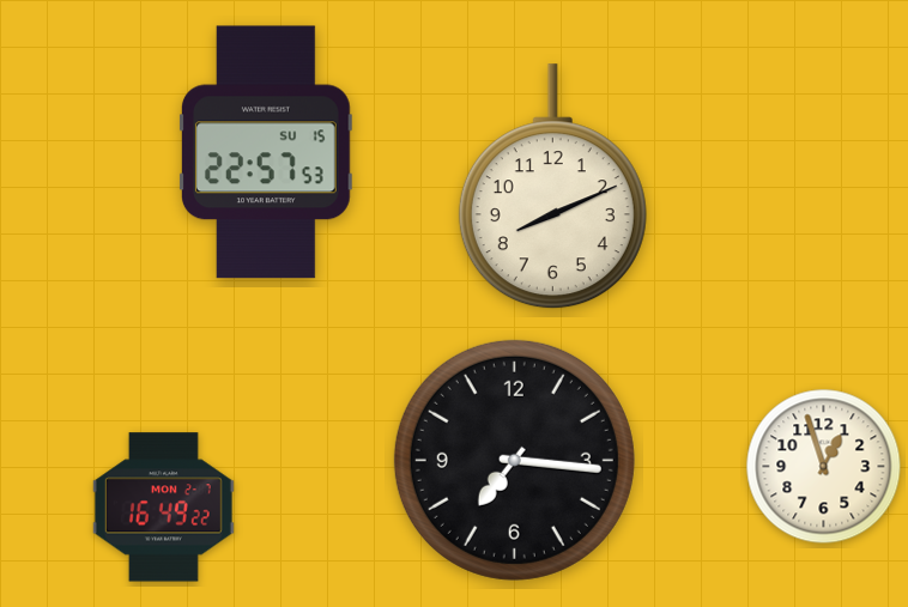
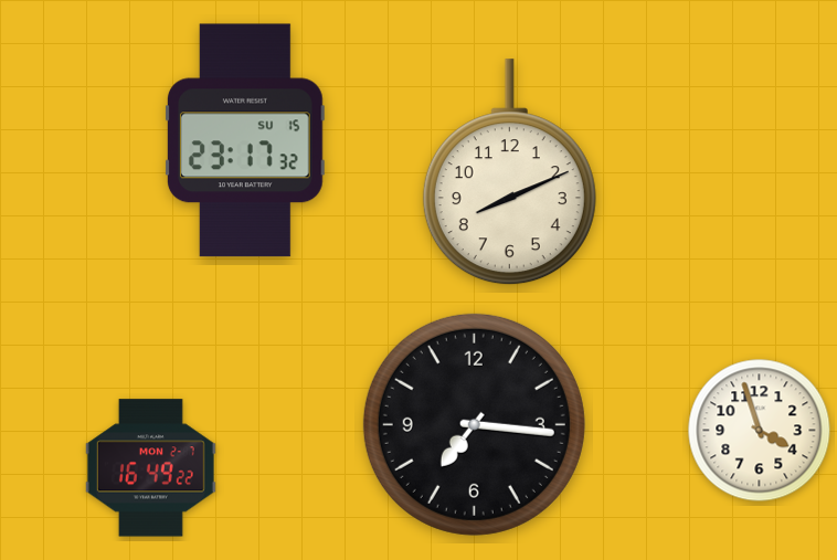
clock at (266, 152): 22:57 -> 23:17
clock at (824, 467): 12:57 -> 3:57
